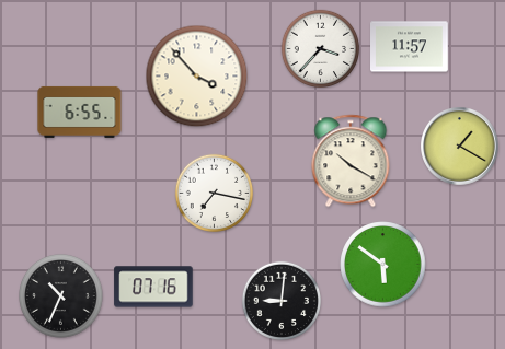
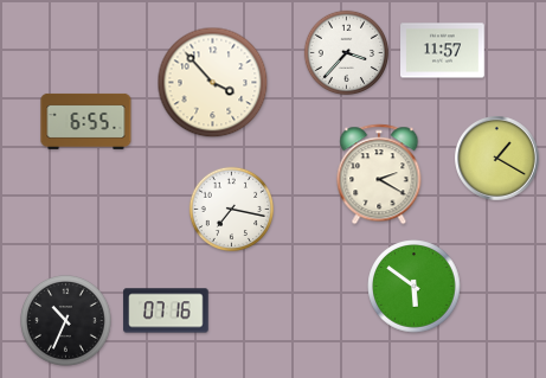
clock at (351, 161): 10:20 -> 2:20
clock at (280, 300): 9:01 -> none
